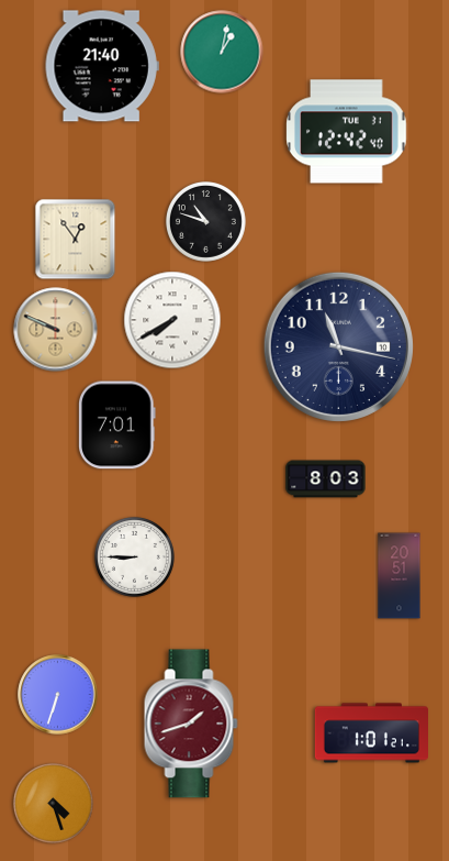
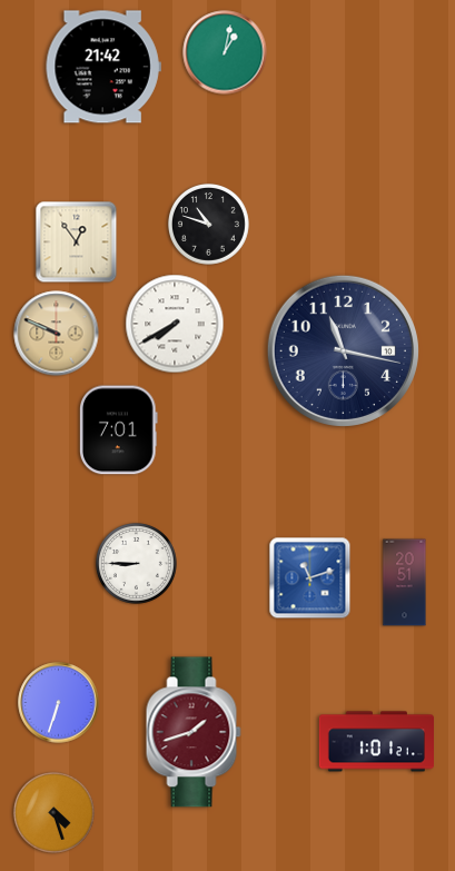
clock at (102, 66): 21:40 -> 21:42
clock at (347, 132): 12:42 -> none
clock at (326, 479): 8:03 -> none
clock at (310, 578): none -> 11:12
